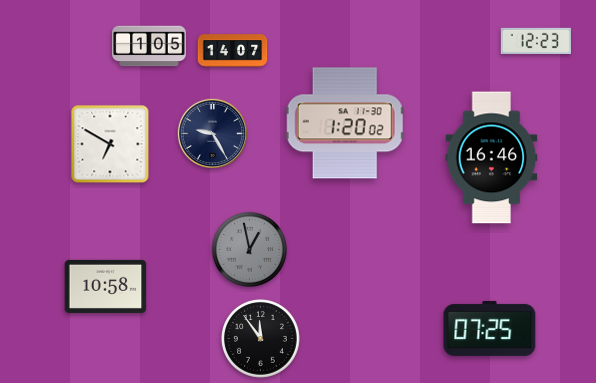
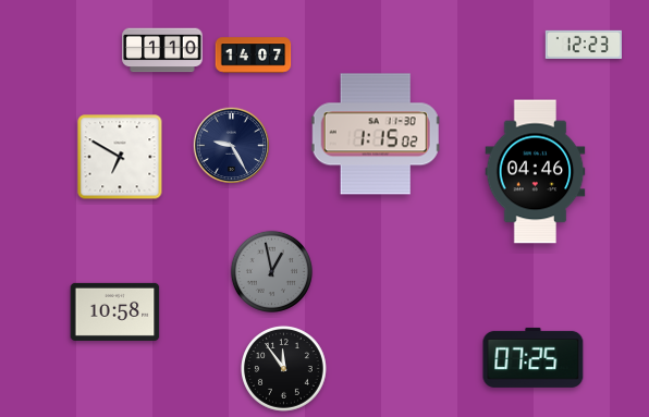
clock at (149, 46): 1:05 -> 1:10
clock at (345, 123): 1:20 -> 1:15
clock at (492, 158): 16:46 -> 04:46
